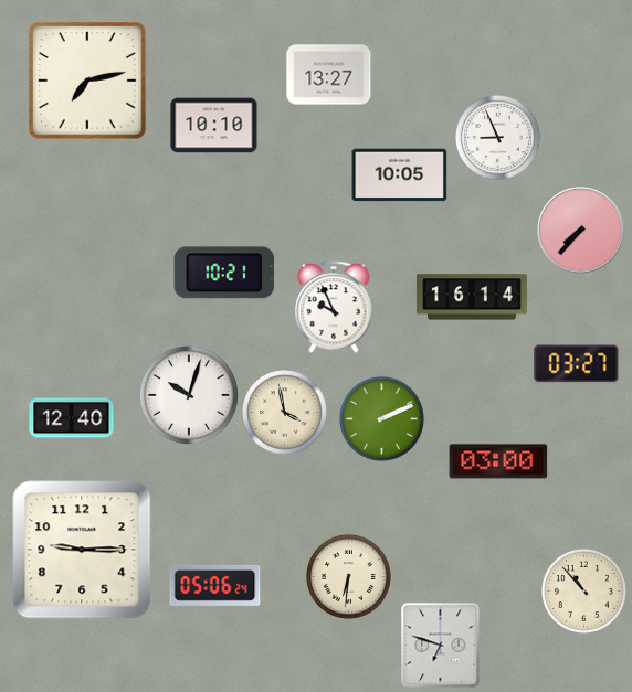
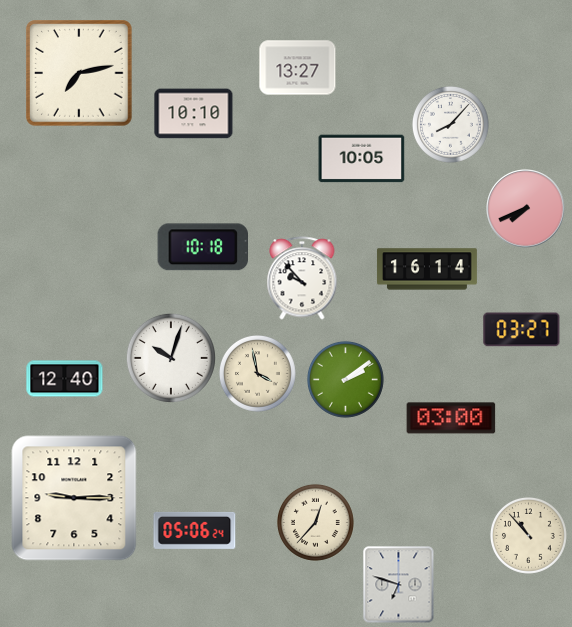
clock at (497, 137): 8:56 -> 8:07
clock at (581, 231): 7:37 -> 7:41
clock at (223, 273): 10:21 -> 10:18
clock at (334, 307): 9:56 -> 9:53
clock at (381, 418): 2:11 -> 2:09
clock at (348, 576): 6:31 -> 12:37
